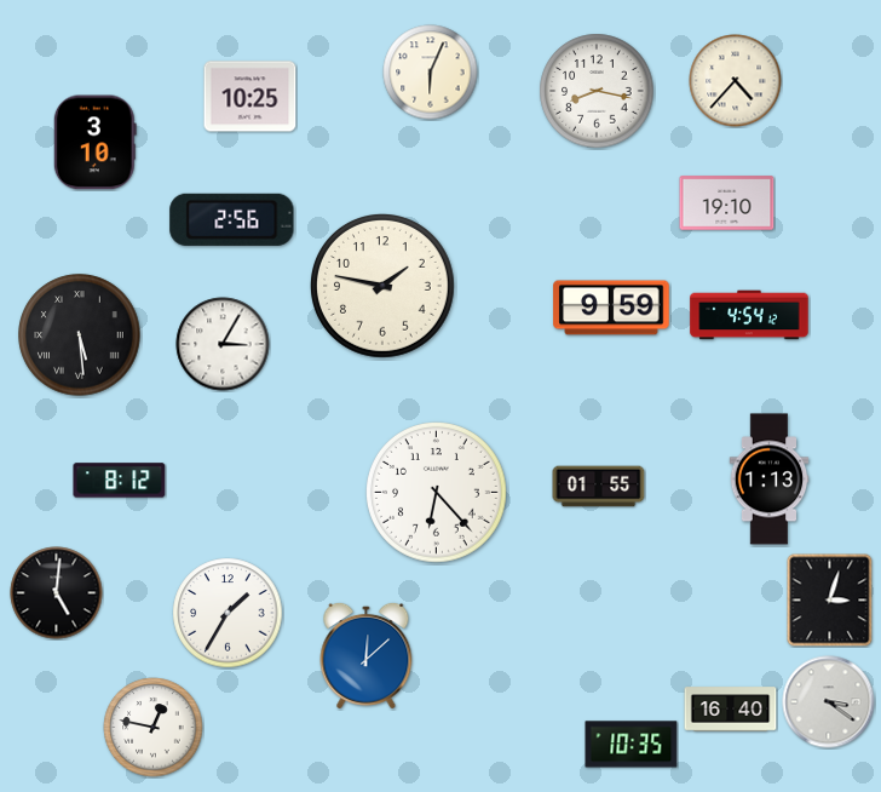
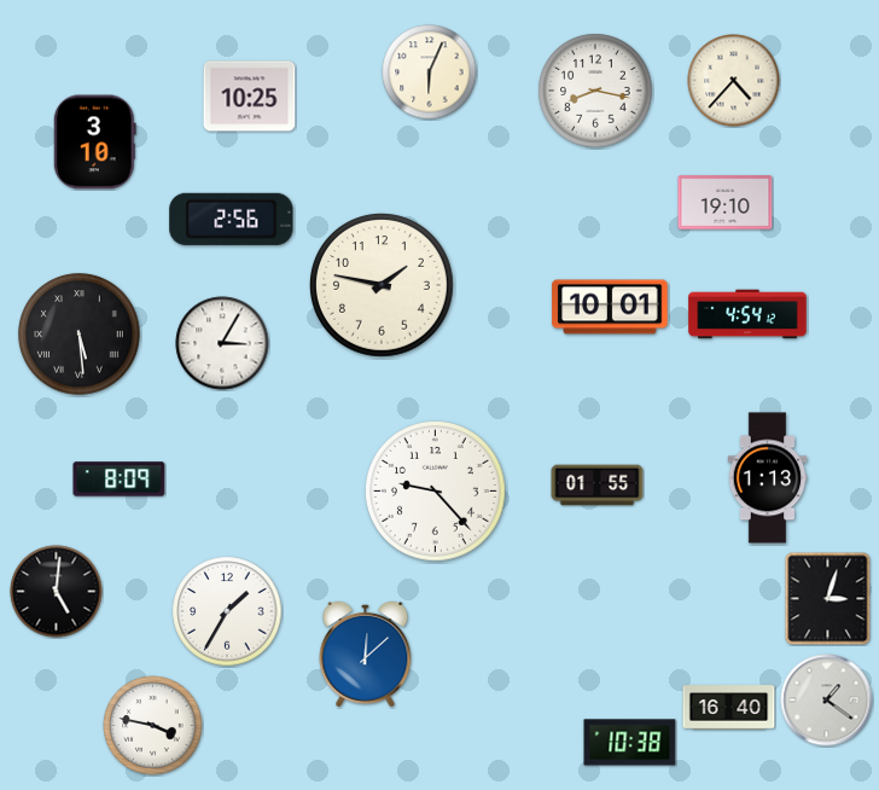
clock at (611, 308): 9:59 -> 10:01
clock at (120, 481): 8:12 -> 8:09
clock at (437, 493): 6:23 -> 9:23
clock at (829, 702): 3:21 -> 1:21
clock at (154, 728): 12:47 -> 3:47
clock at (632, 745): 10:35 -> 10:38
